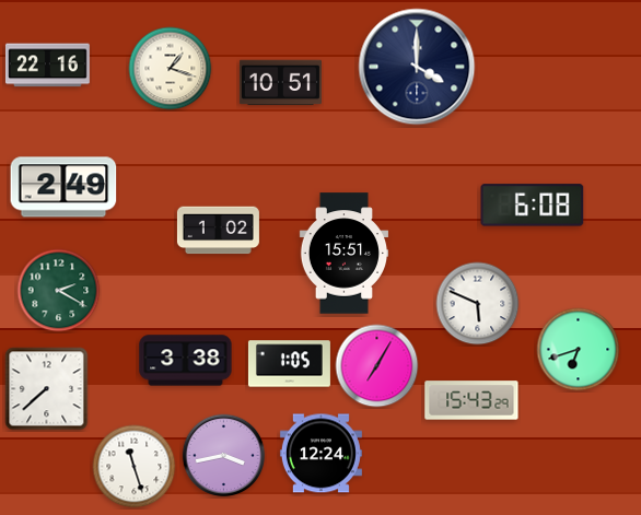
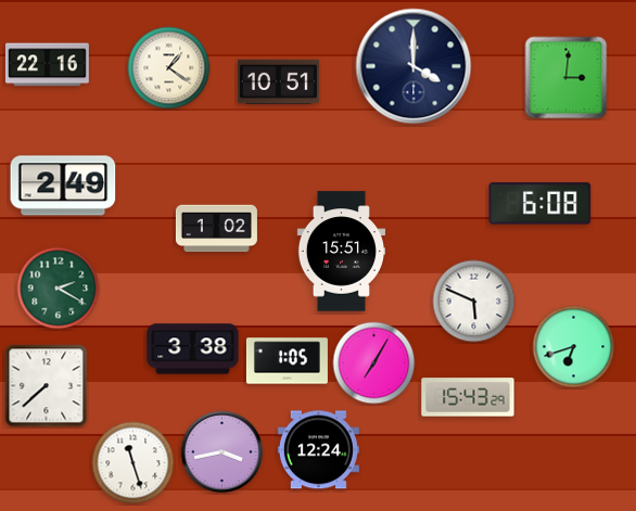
clock at (171, 69): 1:18 -> 1:21
clock at (567, 78): none -> 3:01
clock at (533, 206) position: (533, 206) -> (540, 204)
clock at (186, 361) position: (186, 361) -> (193, 349)
